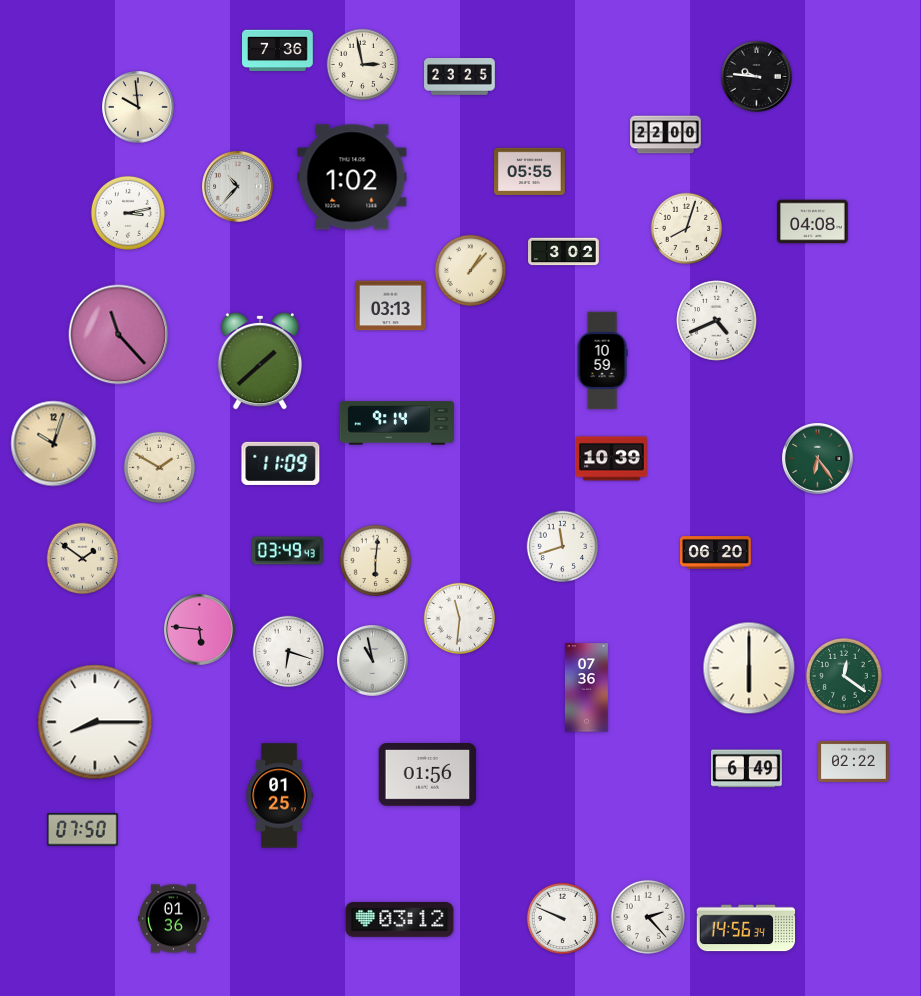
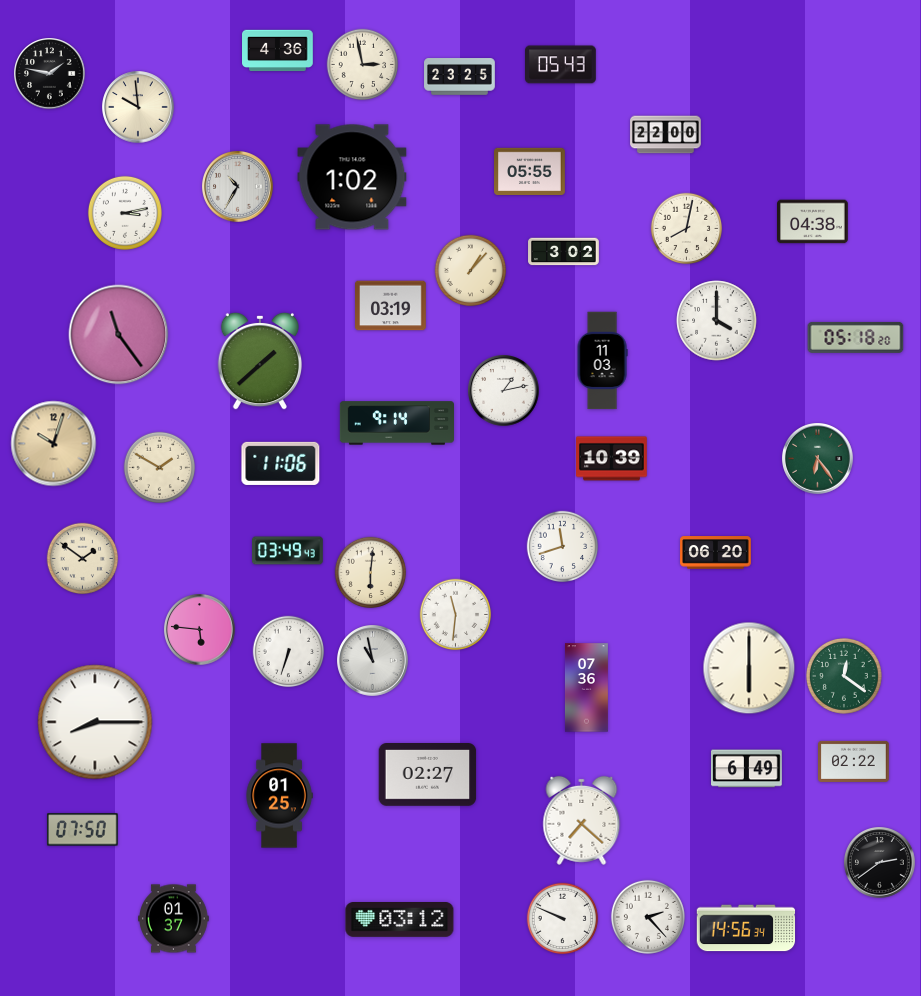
clock at (278, 51): 7:36 -> 4:36
clock at (561, 65): none -> 05:43
clock at (50, 74): none -> 1:47
clock at (757, 77): 9:46 -> none
clock at (238, 187): 10:37 -> 10:35
clock at (128, 213) position: (128, 213) -> (125, 213)
clock at (813, 222): 04:08 -> 04:38
clock at (687, 229): 8:03 -> 8:02
clock at (391, 306): 03:13 -> 03:19
clock at (717, 321): 4:41 -> 4:00
clock at (119, 335): 11:23 -> 11:24
clock at (856, 337): none -> 05:18
clock at (602, 361): 10:59 -> 11:03
clock at (504, 391): none -> 1:13
clock at (281, 463): 11:09 -> 11:06
clock at (376, 561) position: (376, 561) -> (371, 573)
clock at (460, 619) position: (460, 619) -> (456, 615)
clock at (289, 652): 6:18 -> 6:33
clock at (428, 775): 01:56 -> 02:27
clock at (582, 820): none -> 7:22
clock at (880, 863): none -> 2:39
clock at (174, 919): 01:36 -> 01:37
